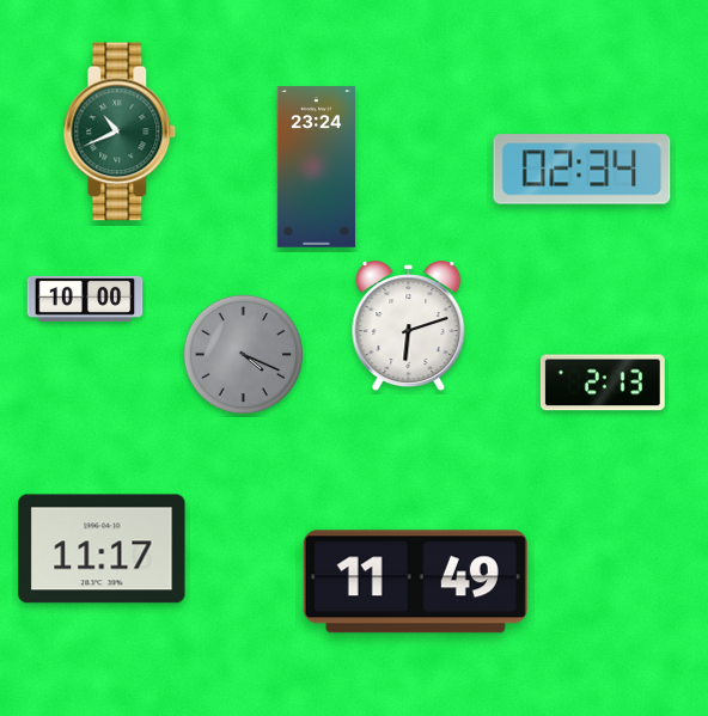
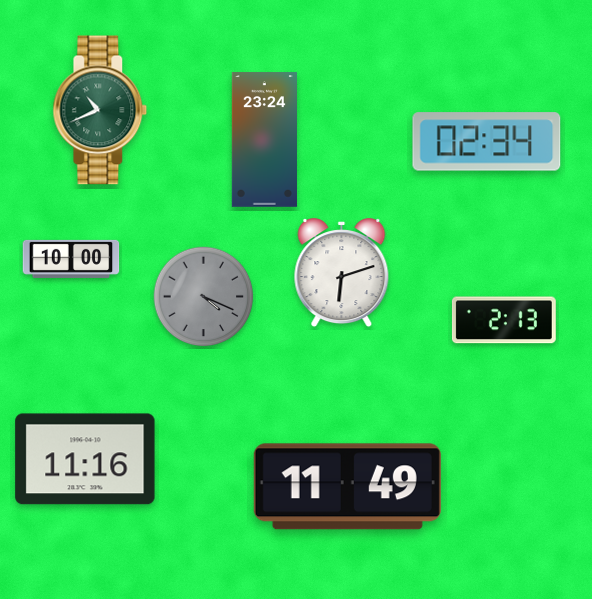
clock at (85, 299) position: (85, 299) -> (71, 259)
clock at (102, 549): 11:17 -> 11:16
